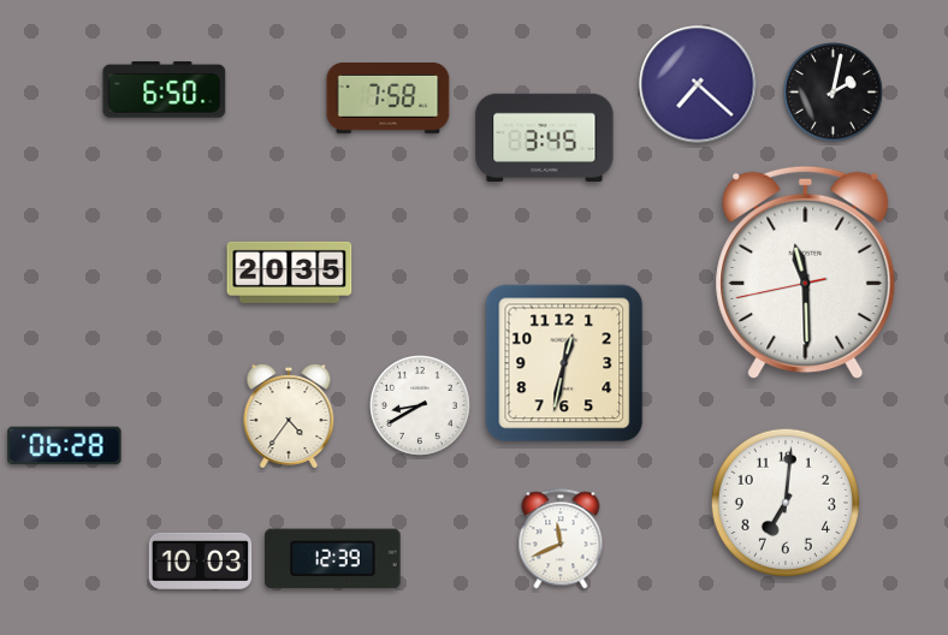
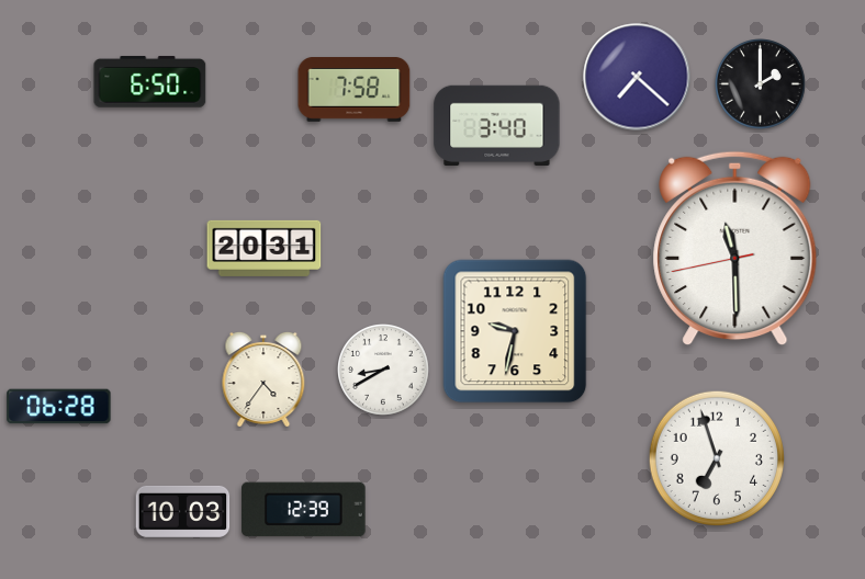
clock at (834, 93): 2:02 -> 2:00
clock at (545, 137): 3:45 -> 3:40
clock at (290, 272): 20:35 -> 20:31
clock at (564, 363): 12:32 -> 9:32
clock at (784, 502): 7:01 -> 6:57
clock at (561, 539): 11:41 -> none
